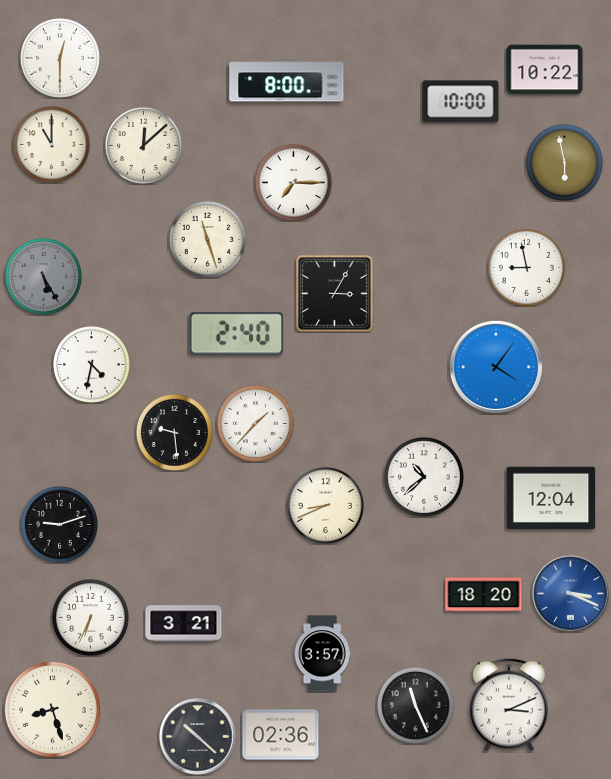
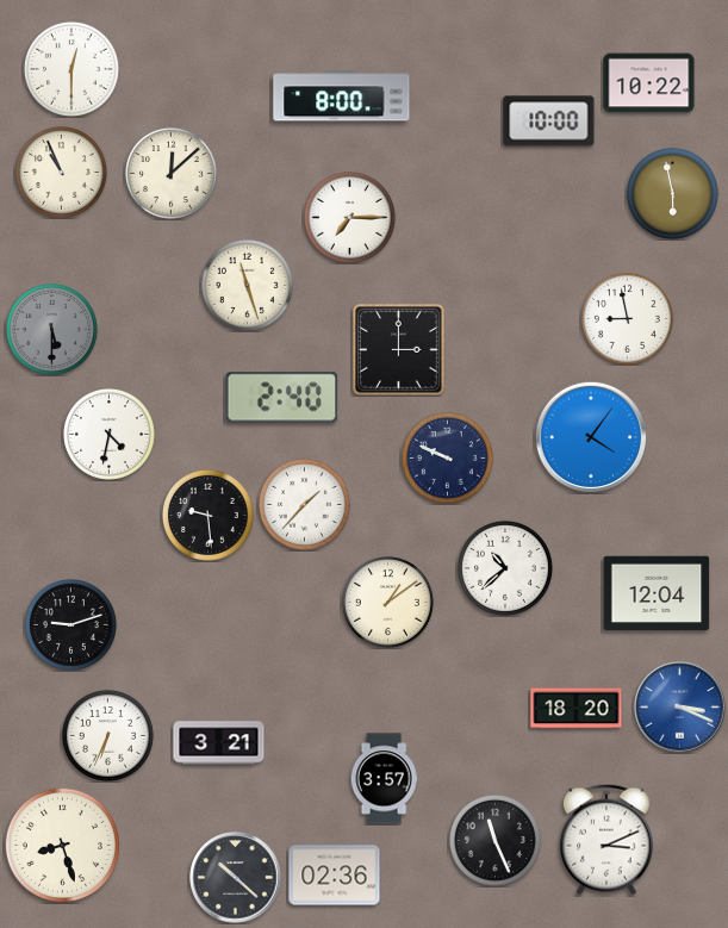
clock at (51, 144): 11:00 -> 10:56
clock at (43, 276): 5:25 -> 5:30
clock at (335, 294): 3:05 -> 3:00
clock at (447, 457): none -> 9:49
clock at (325, 505): 8:41 -> 1:09
